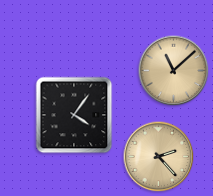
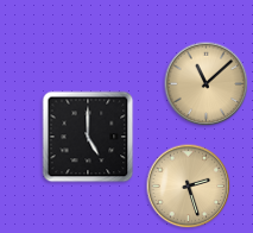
clock at (74, 115): 4:06 -> 5:00
clock at (159, 157): 2:23 -> 2:27
